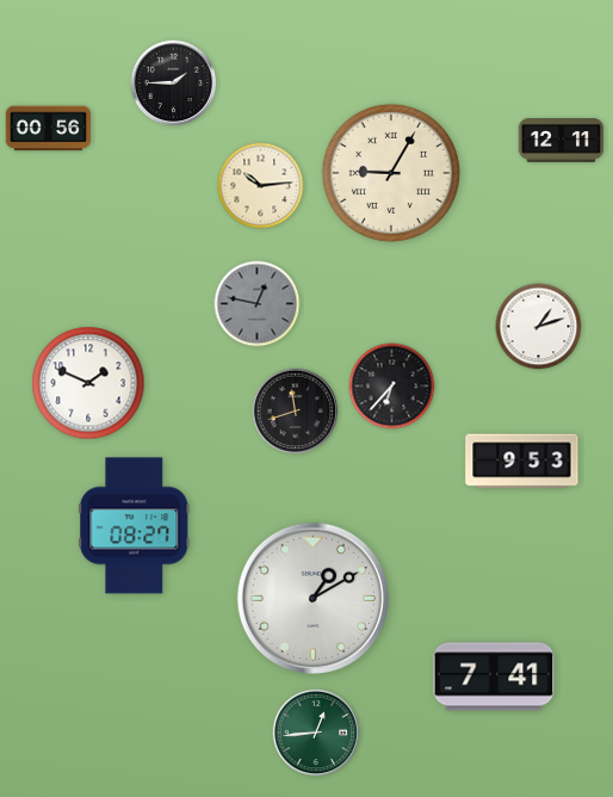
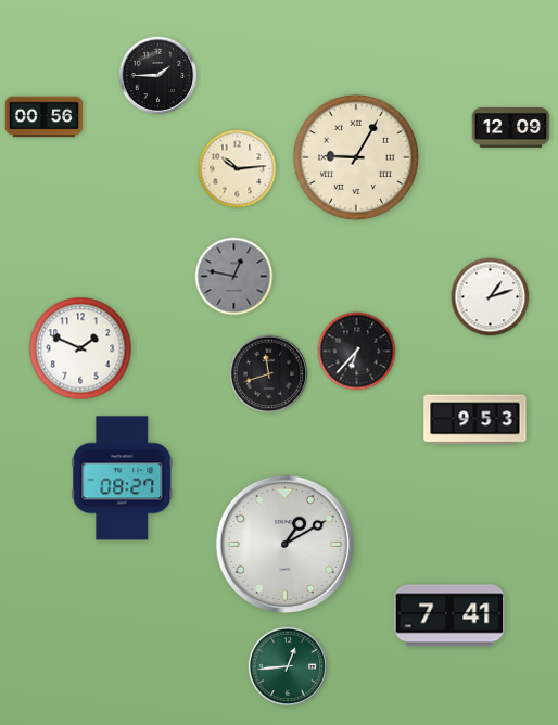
clock at (562, 141): 12:11 -> 12:09
